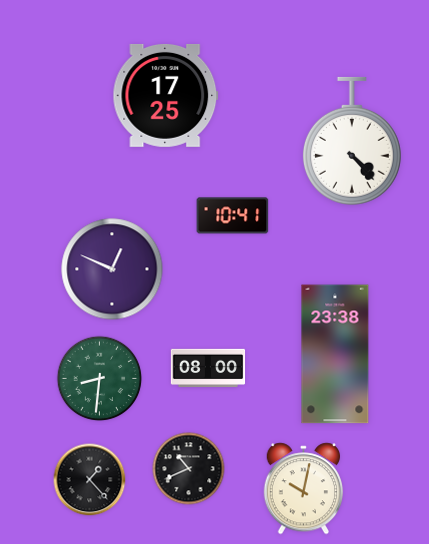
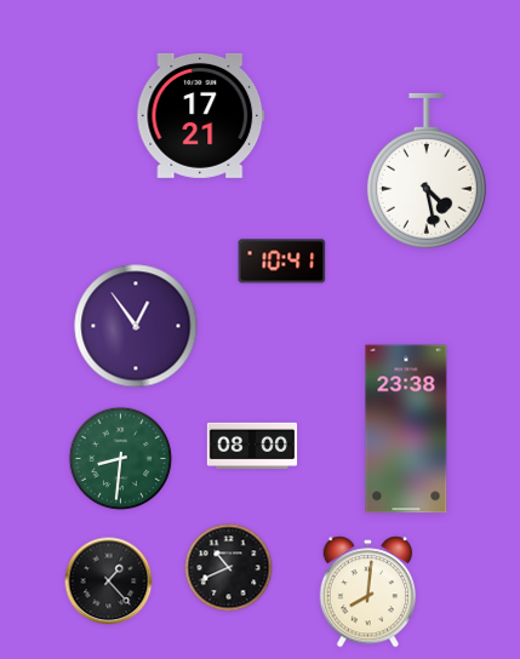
clock at (166, 95): 17:25 -> 17:21
clock at (352, 141): 4:23 -> 4:28
clock at (112, 269): 12:49 -> 12:54
clock at (304, 489): 10:02 -> 8:01
